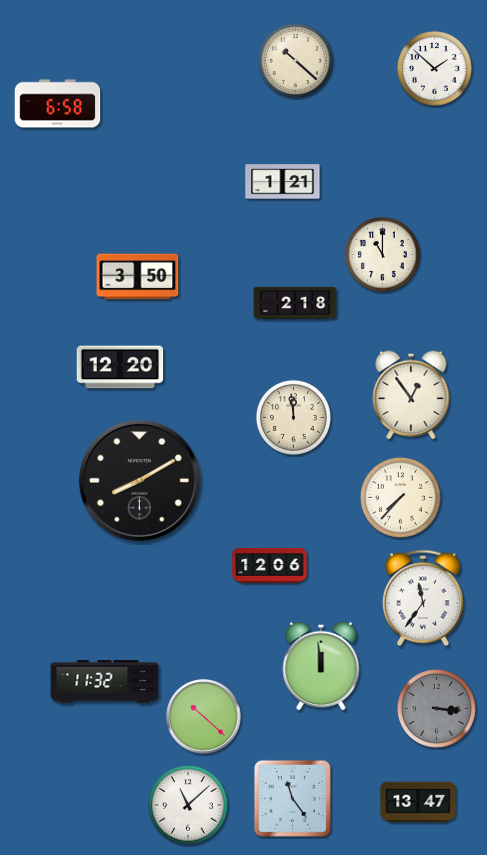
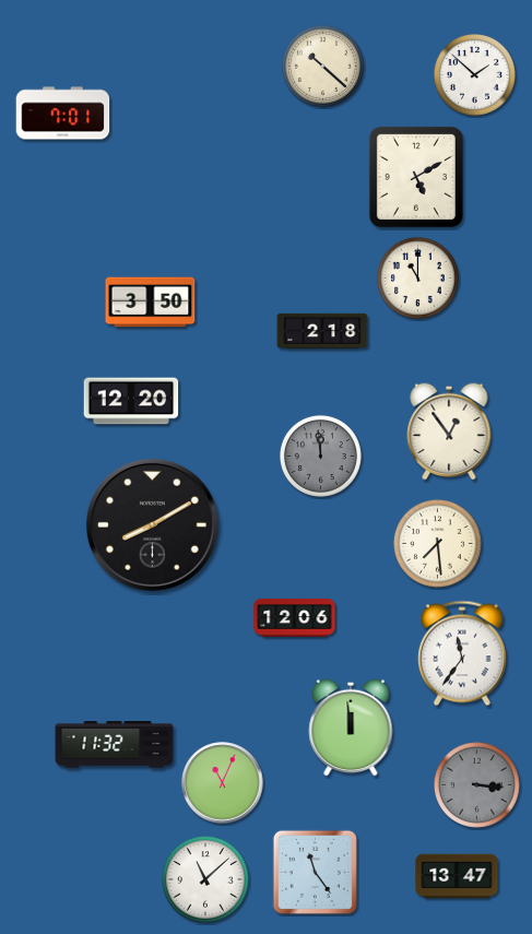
clock at (58, 104): 6:58 -> 7:01
clock at (416, 177): none -> 5:10
clock at (283, 182): 1:21 -> none
clock at (293, 417) dial: cream -> grey
clock at (401, 498): 7:37 -> 7:29
clock at (437, 709) position: (437, 709) -> (477, 785)
clock at (204, 717): 10:22 -> 11:04
clock at (292, 798) position: (292, 798) -> (315, 872)
